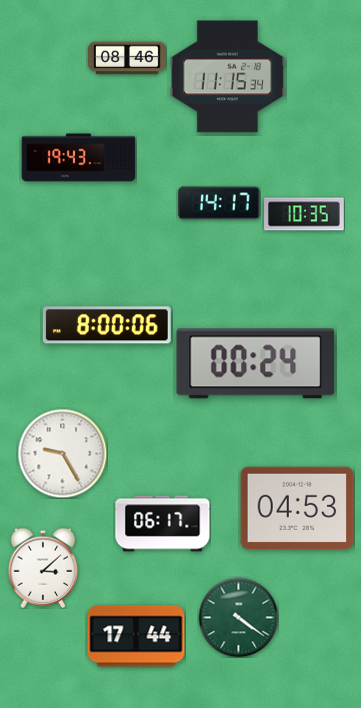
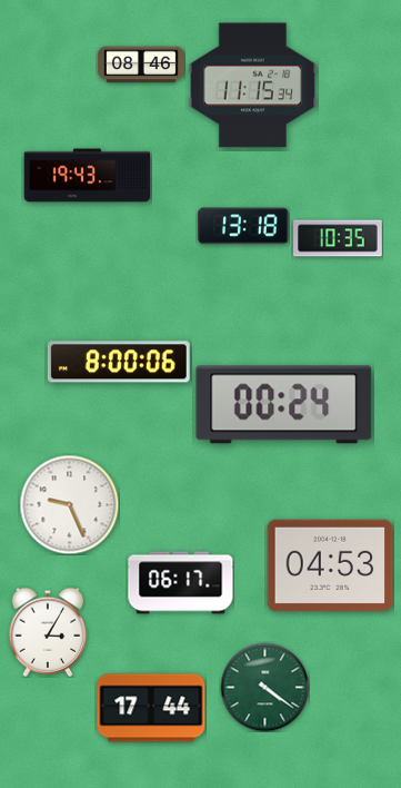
clock at (219, 203): 14:17 -> 13:18
clock at (62, 453): 9:25 -> 9:26
clock at (43, 568): 3:08 -> 3:05
